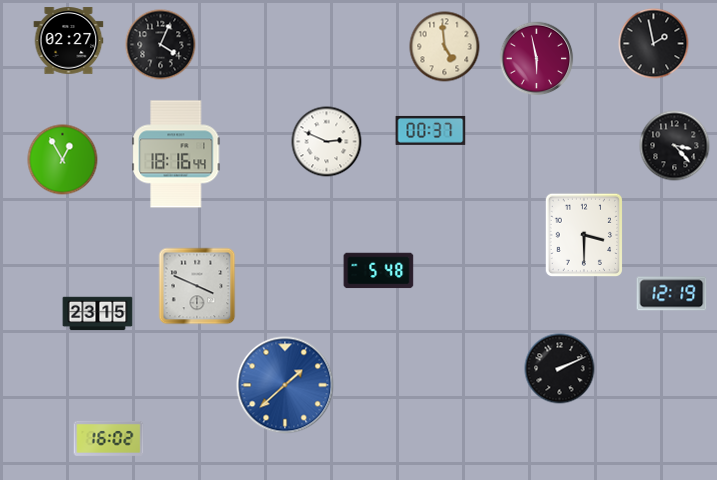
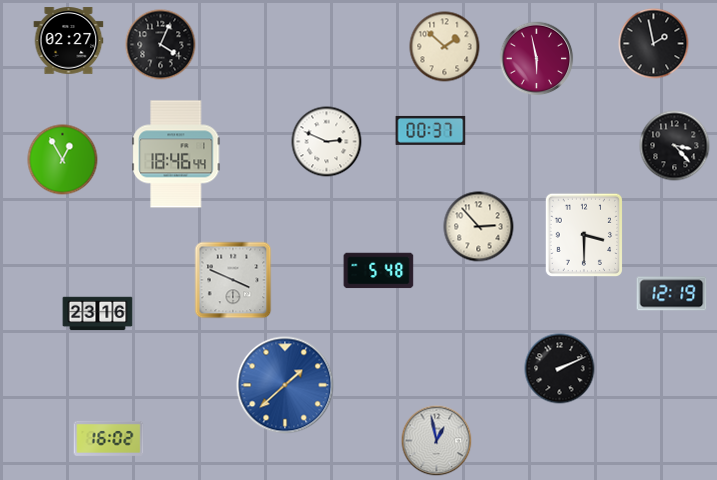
clock at (445, 47): 4:59 -> 1:52
clock at (176, 154): 18:16 -> 18:46
clock at (479, 227): none -> 2:53
clock at (197, 286) position: (197, 286) -> (233, 280)
clock at (98, 314): 23:15 -> 23:16
clock at (437, 441): none -> 12:58
